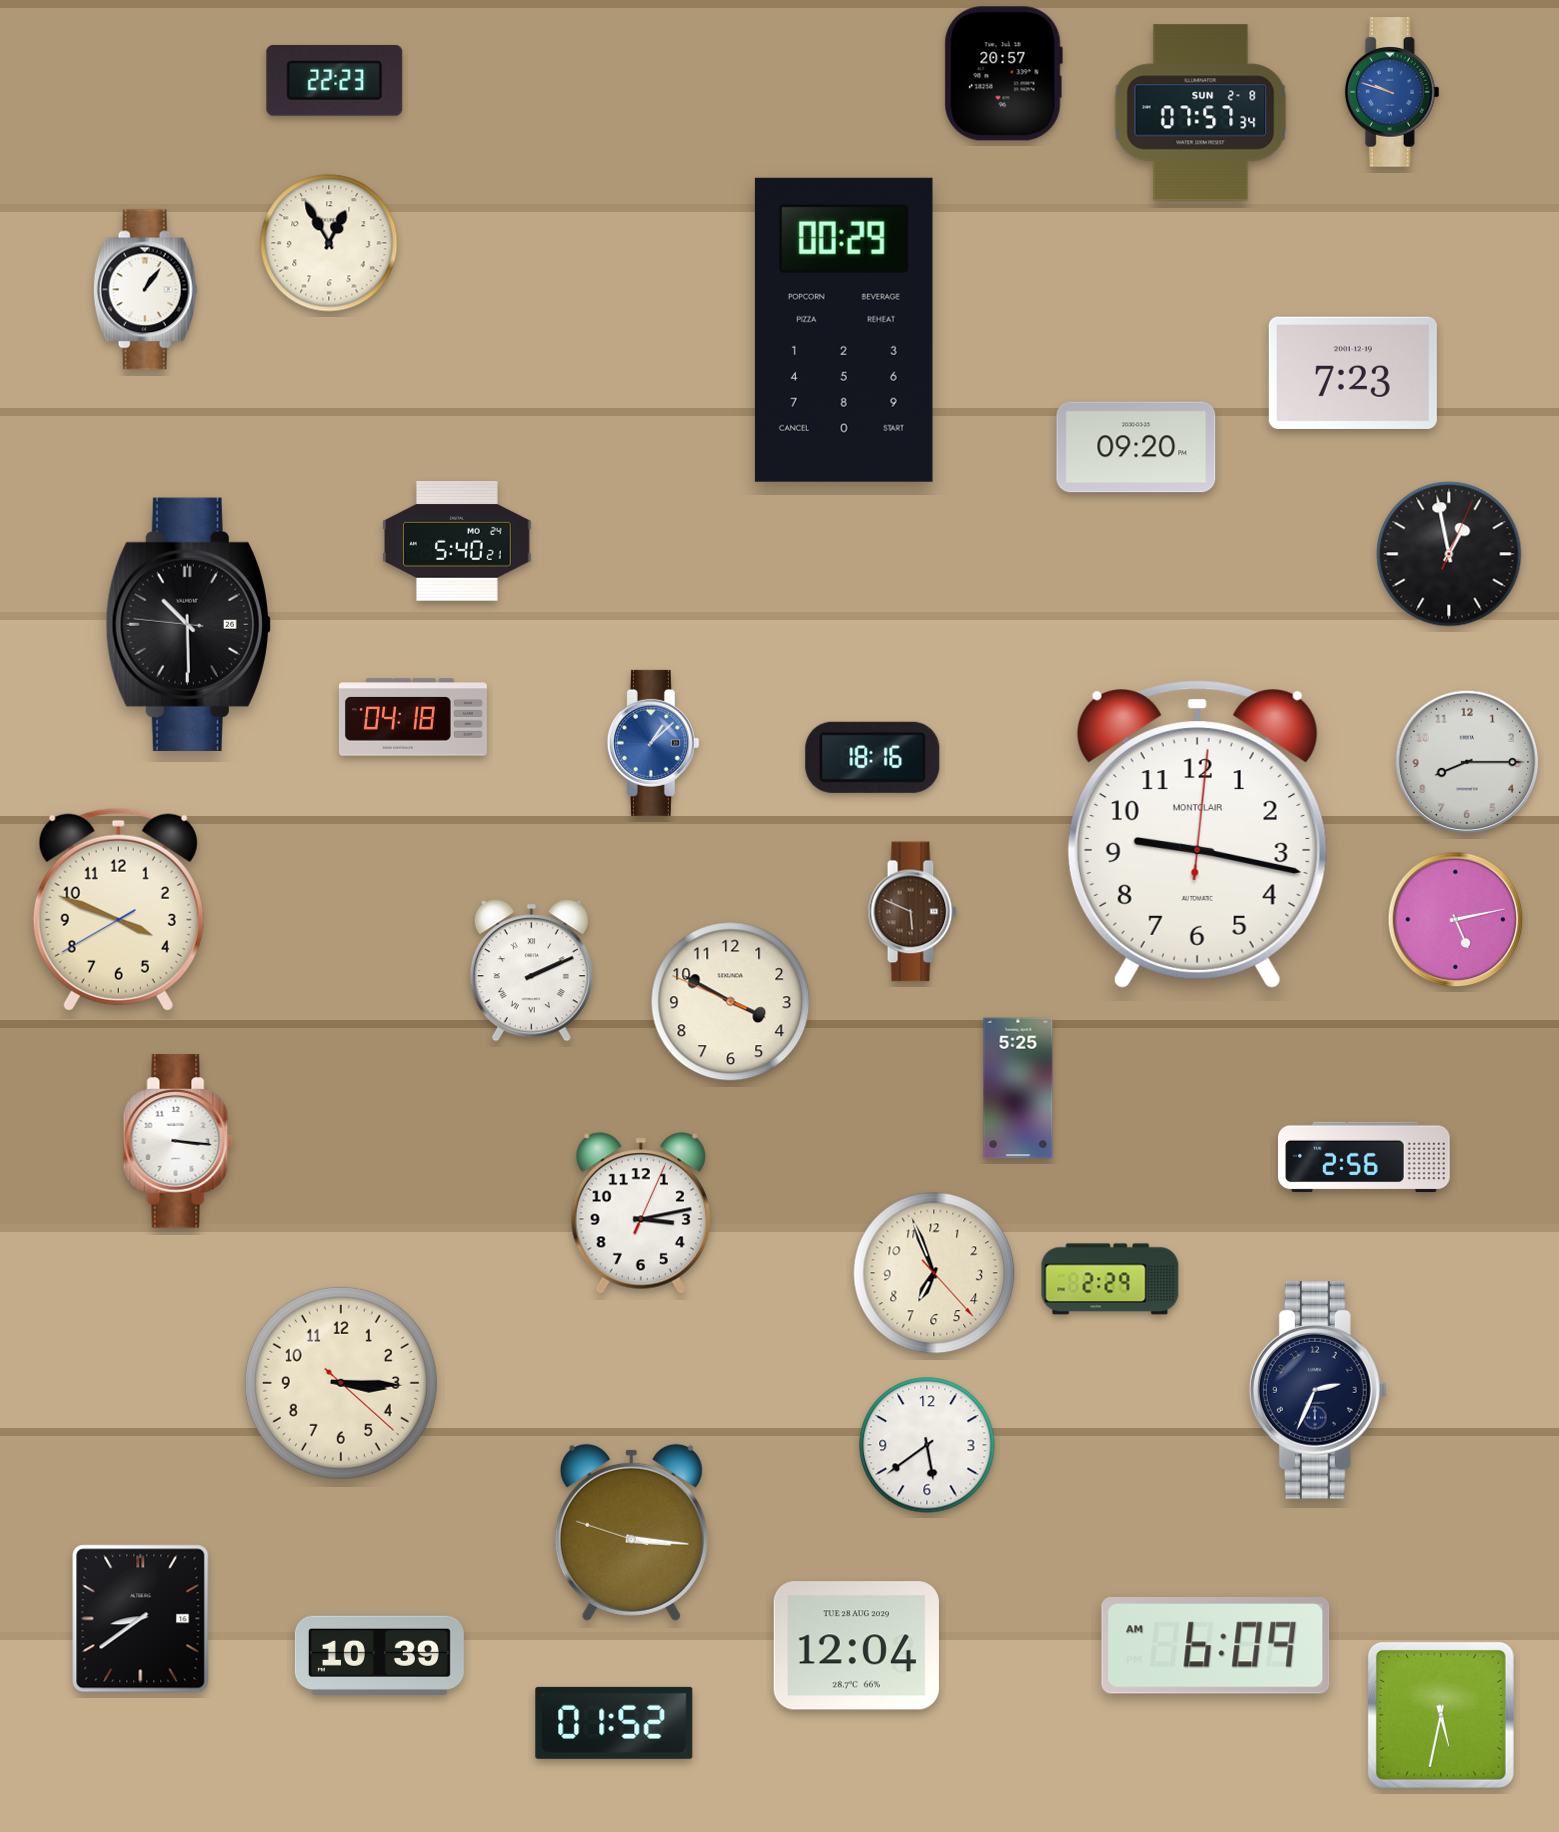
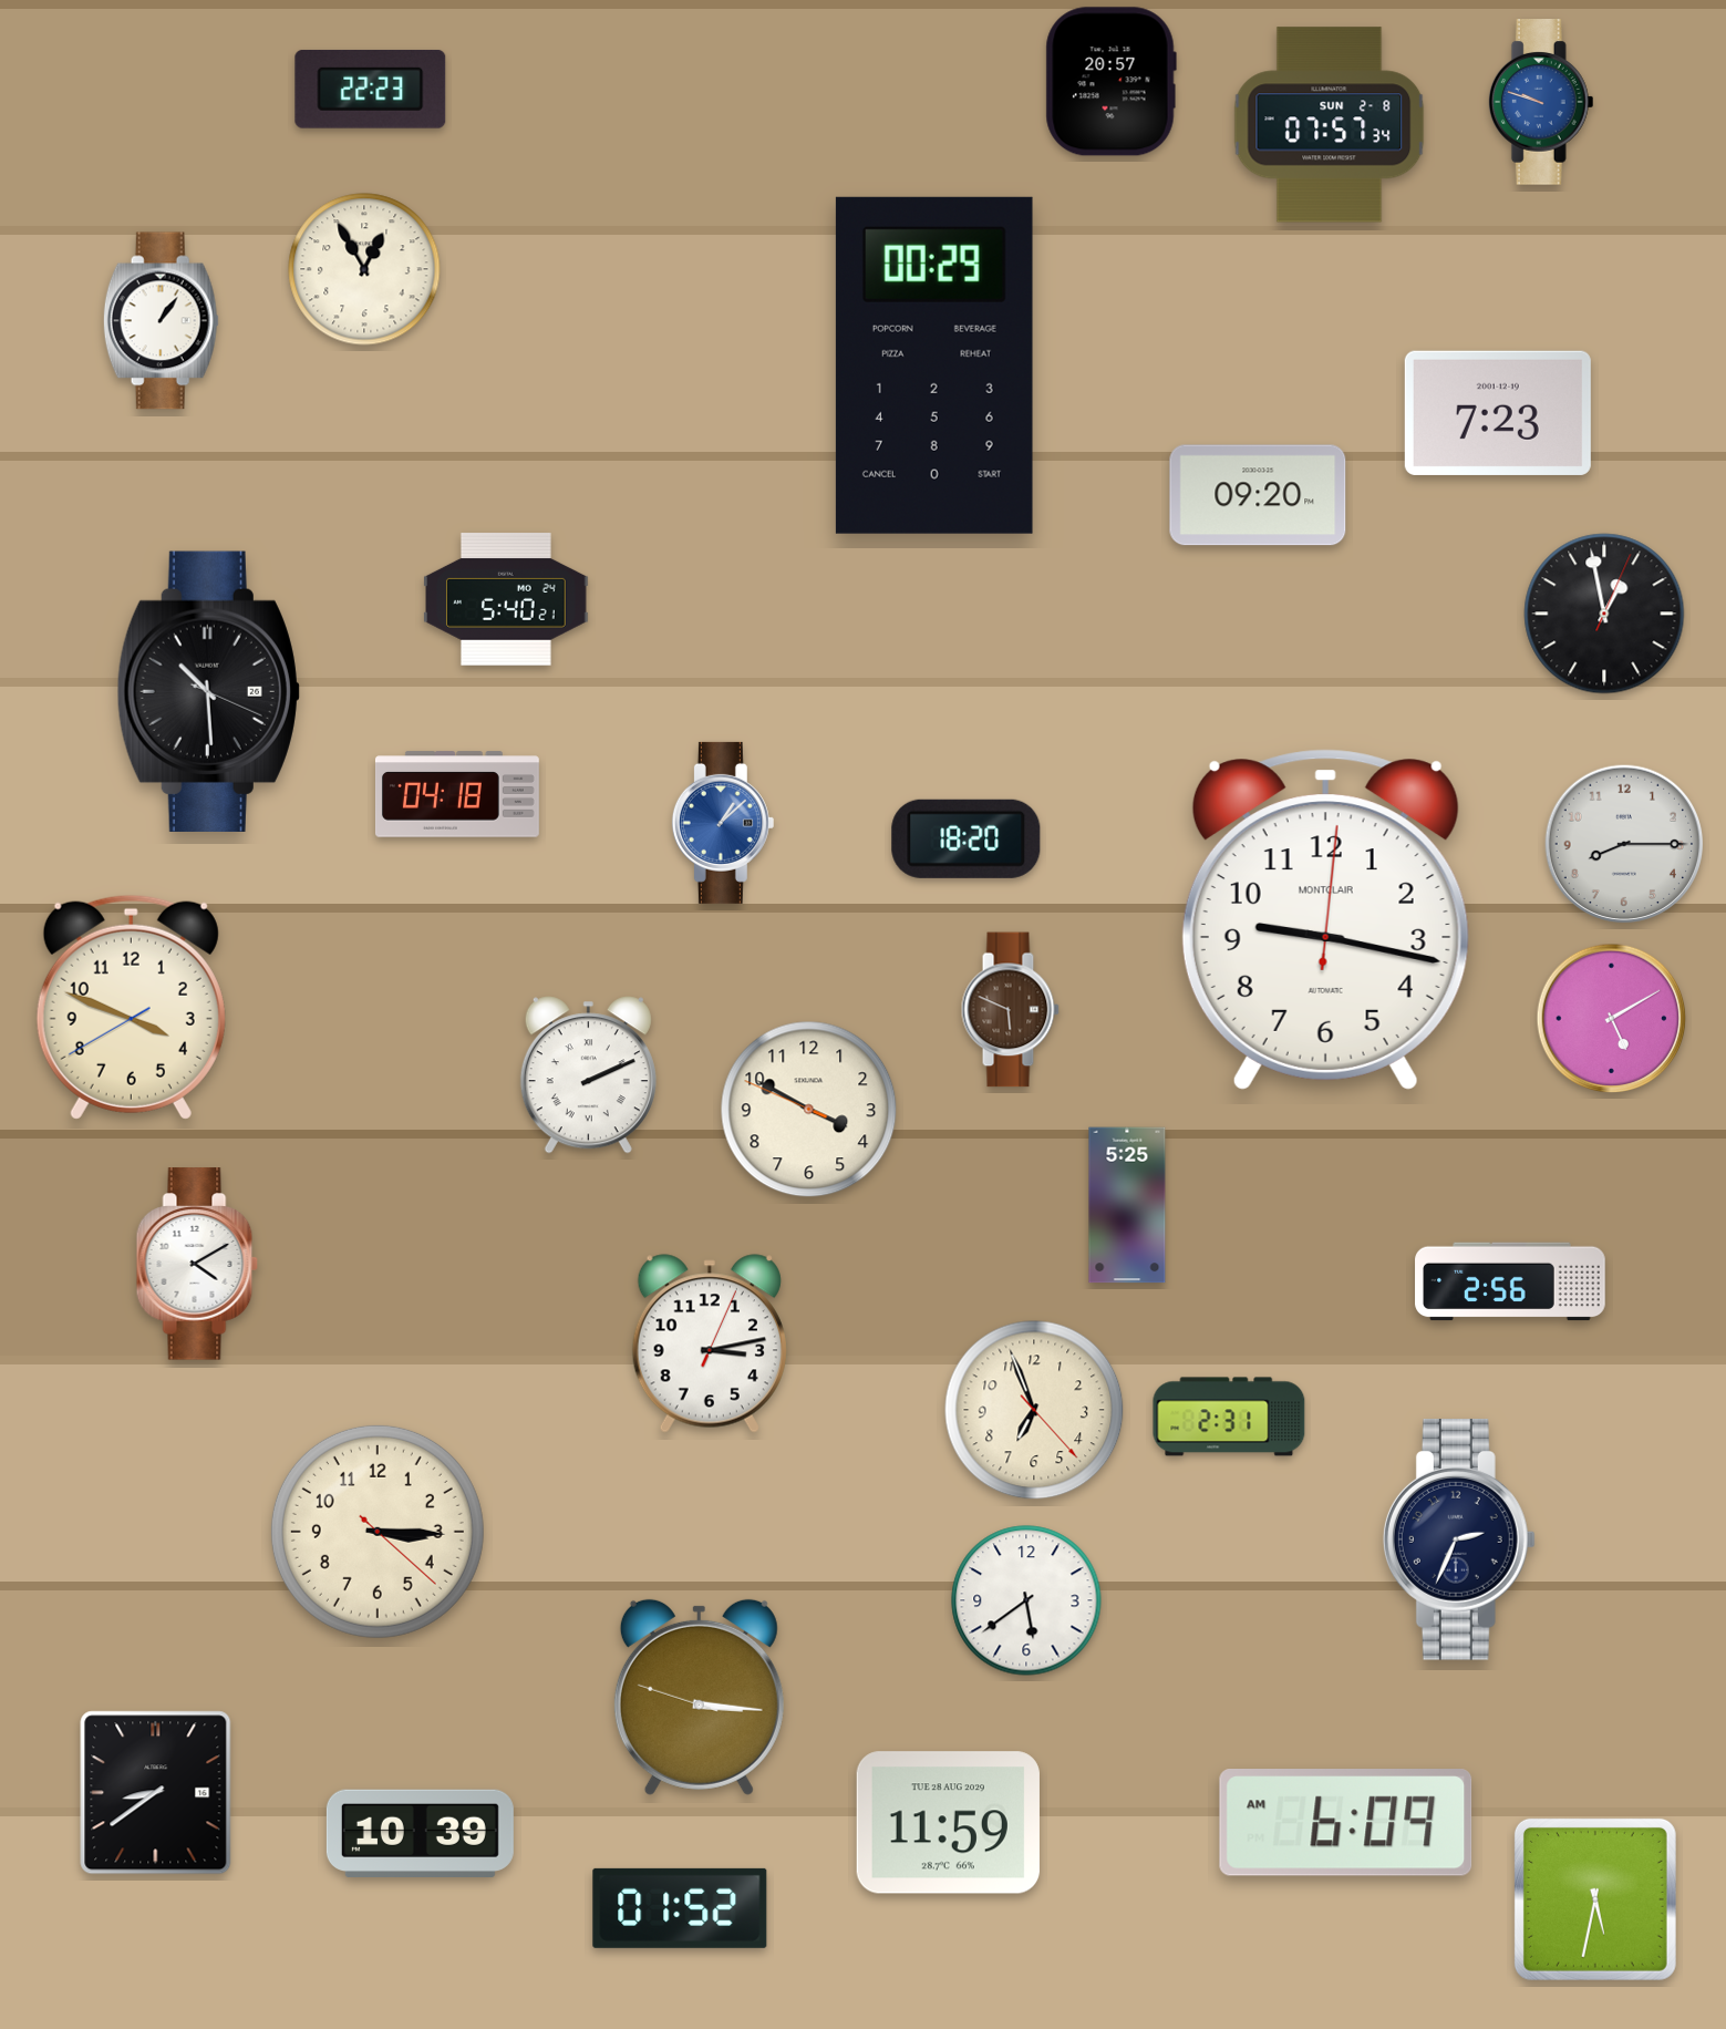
clock at (188, 624): 10:29:46 -> 10:29:19
clock at (873, 757): 18:16 -> 18:20
clock at (1197, 834) position: (1197, 834) -> (1325, 919)
clock at (1456, 920): 5:13 -> 5:10
clock at (178, 1141): 3:16 -> 4:10
clock at (1110, 1279): 2:29 -> 2:31
clock at (856, 1646): 12:04 -> 11:59
